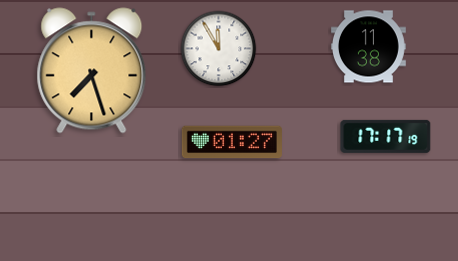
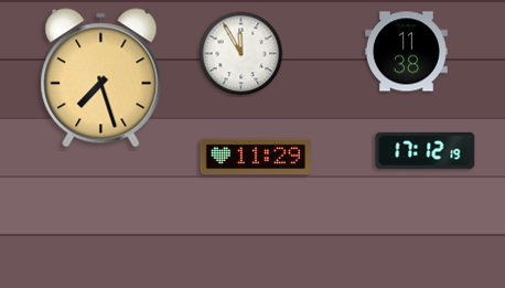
clock at (386, 136): 17:17 -> 17:12
clock at (232, 142): 01:27 -> 11:29
